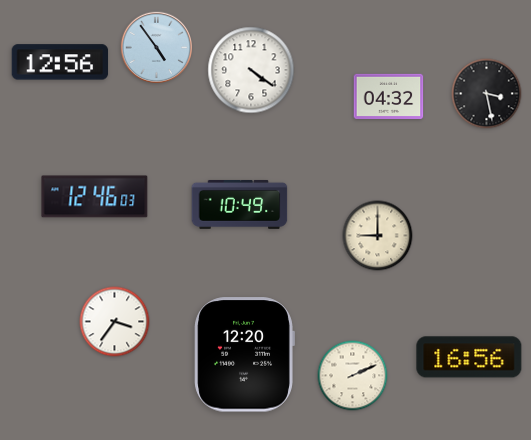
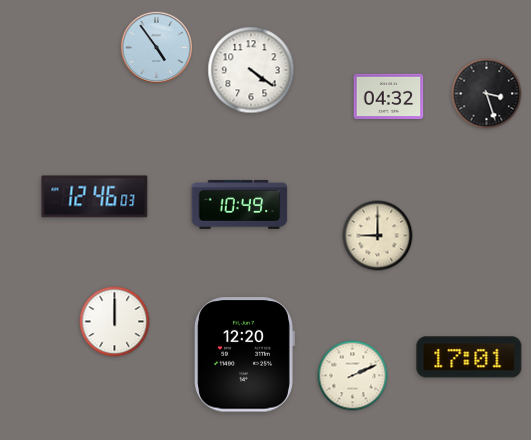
clock at (60, 62): 12:56 -> none
clock at (487, 94): 3:28 -> 3:27
clock at (115, 322): 3:36 -> 12:00
clock at (469, 357): 16:56 -> 17:01
